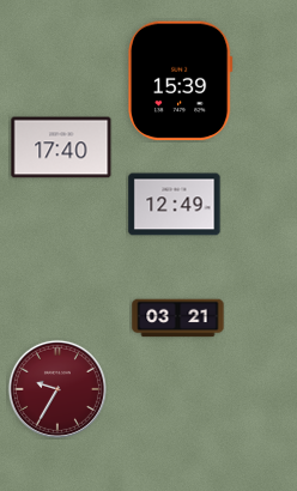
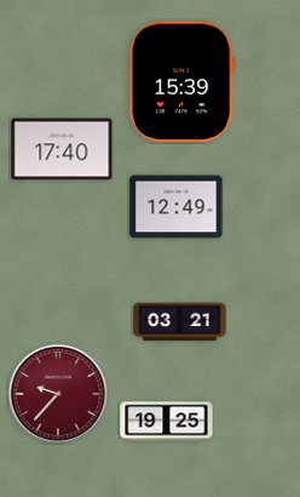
clock at (57, 389): 9:35 -> 9:37
clock at (167, 422): none -> 19:25
